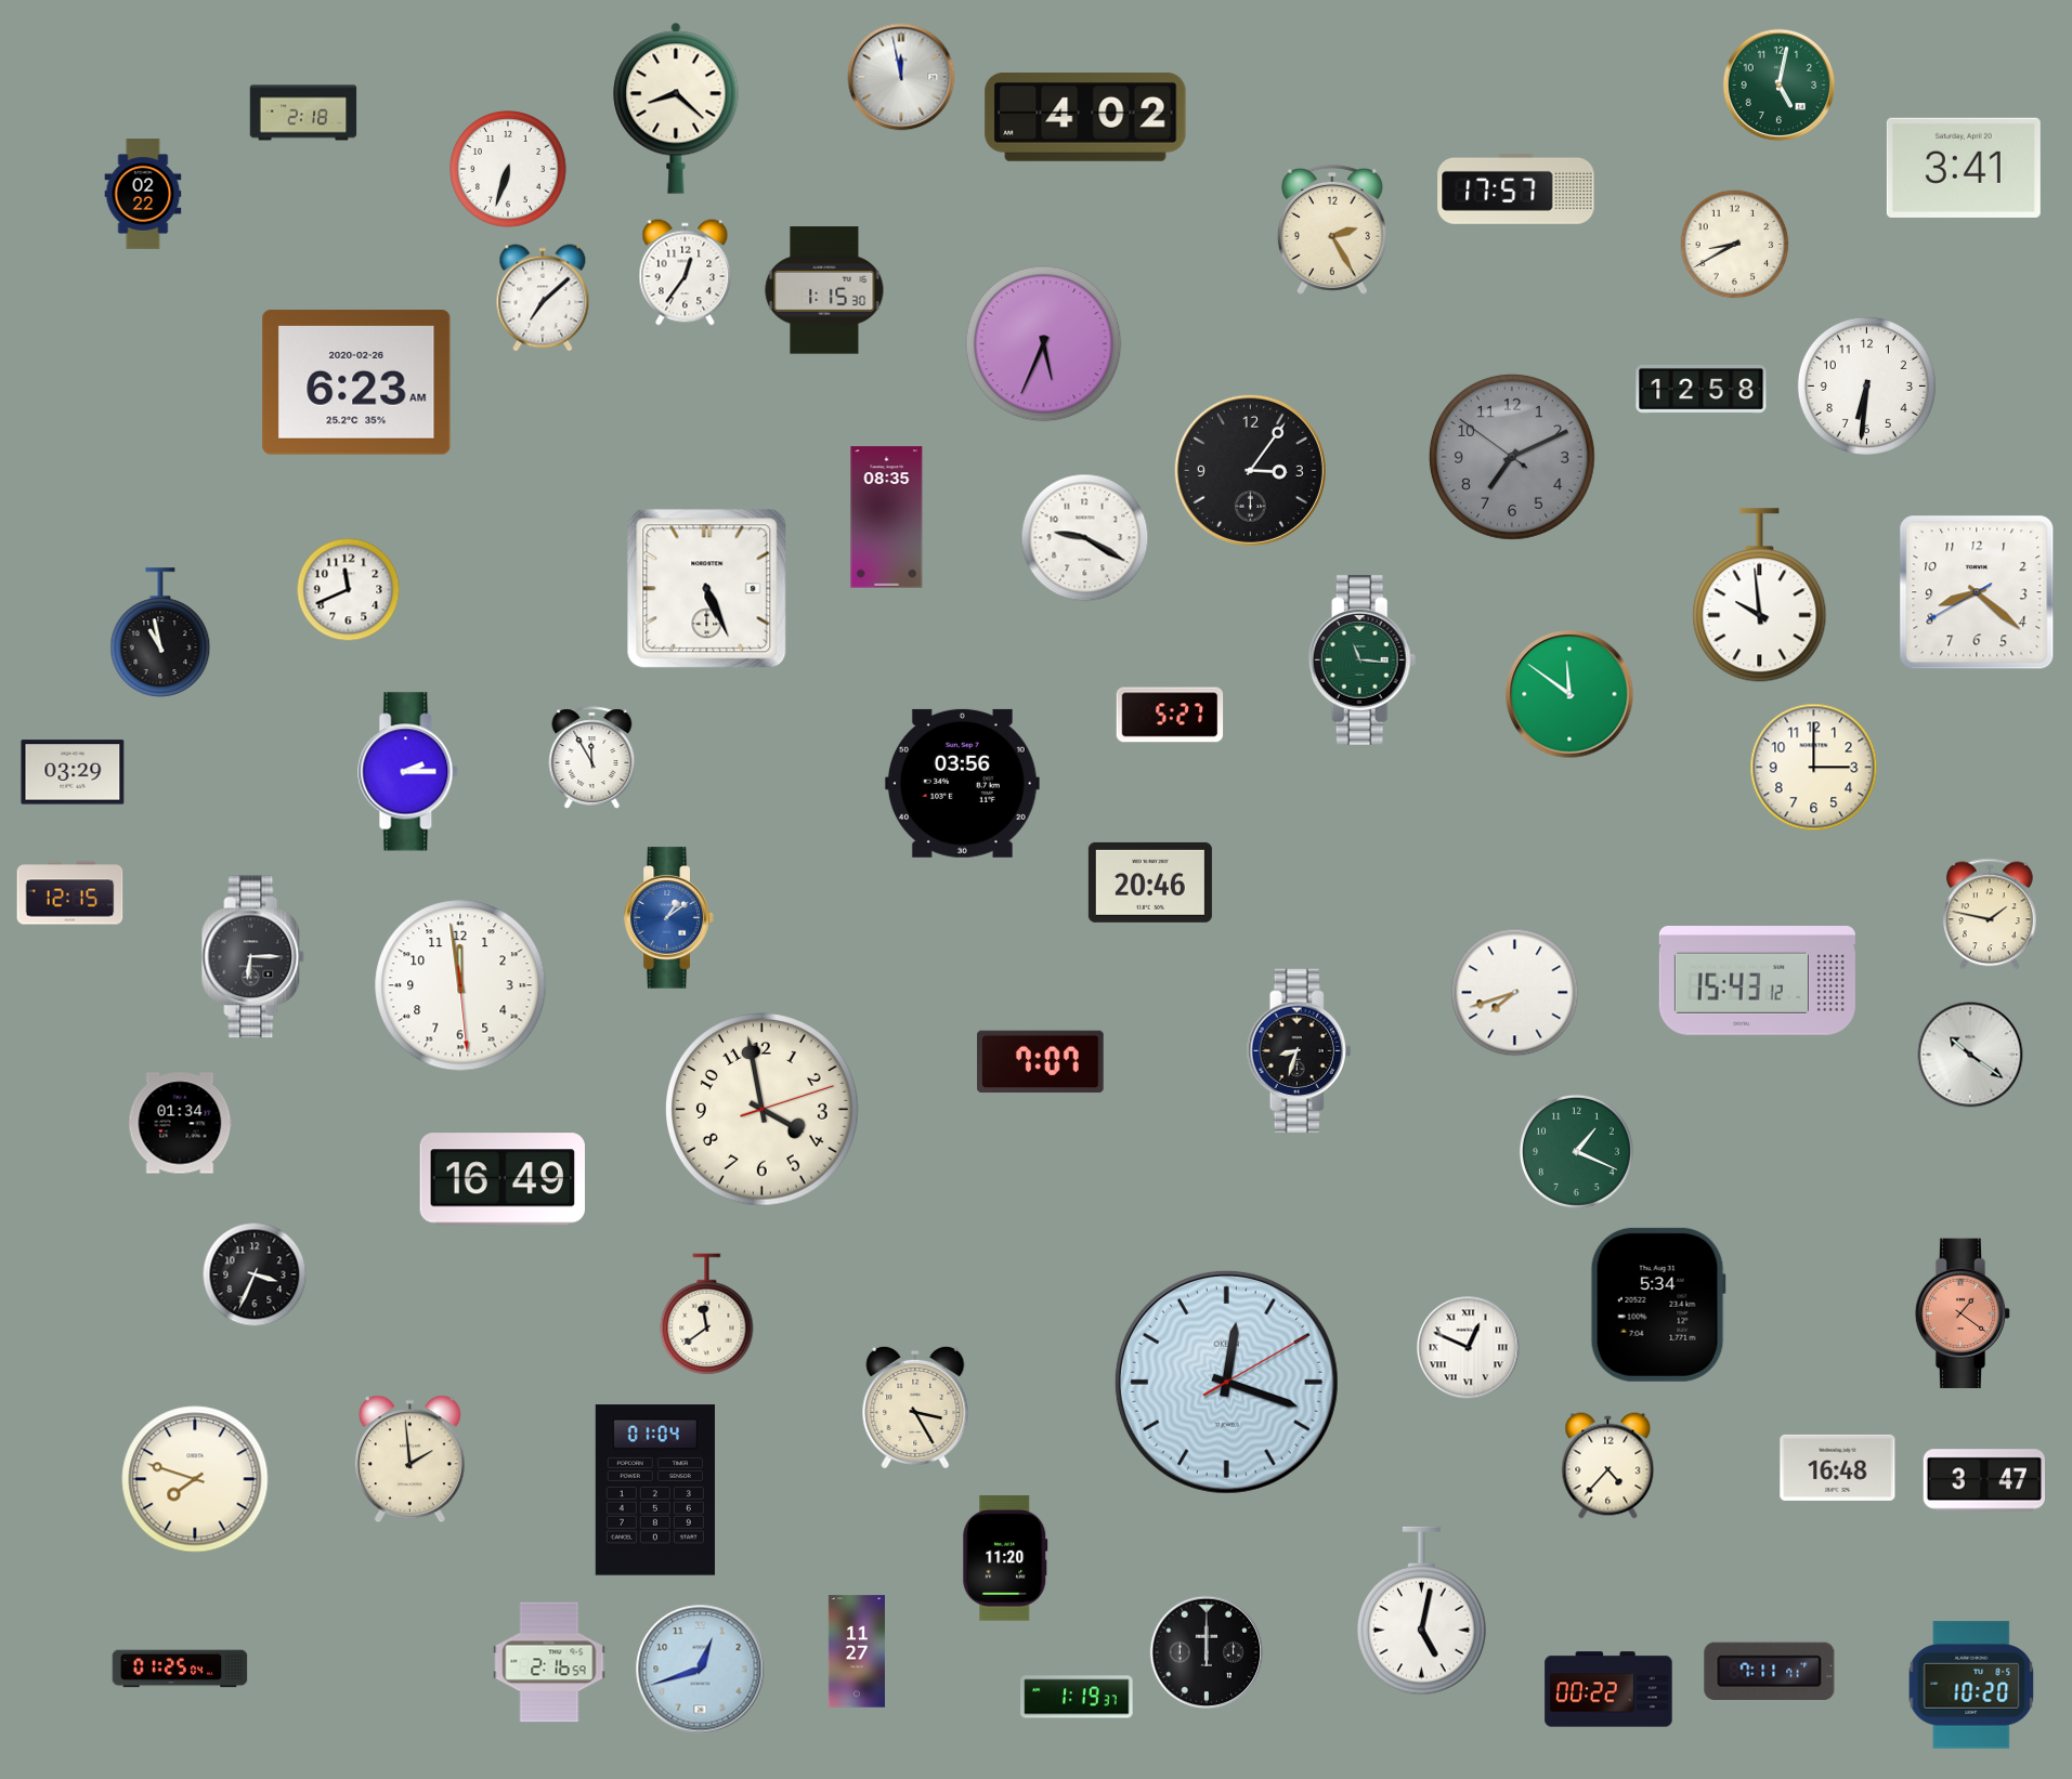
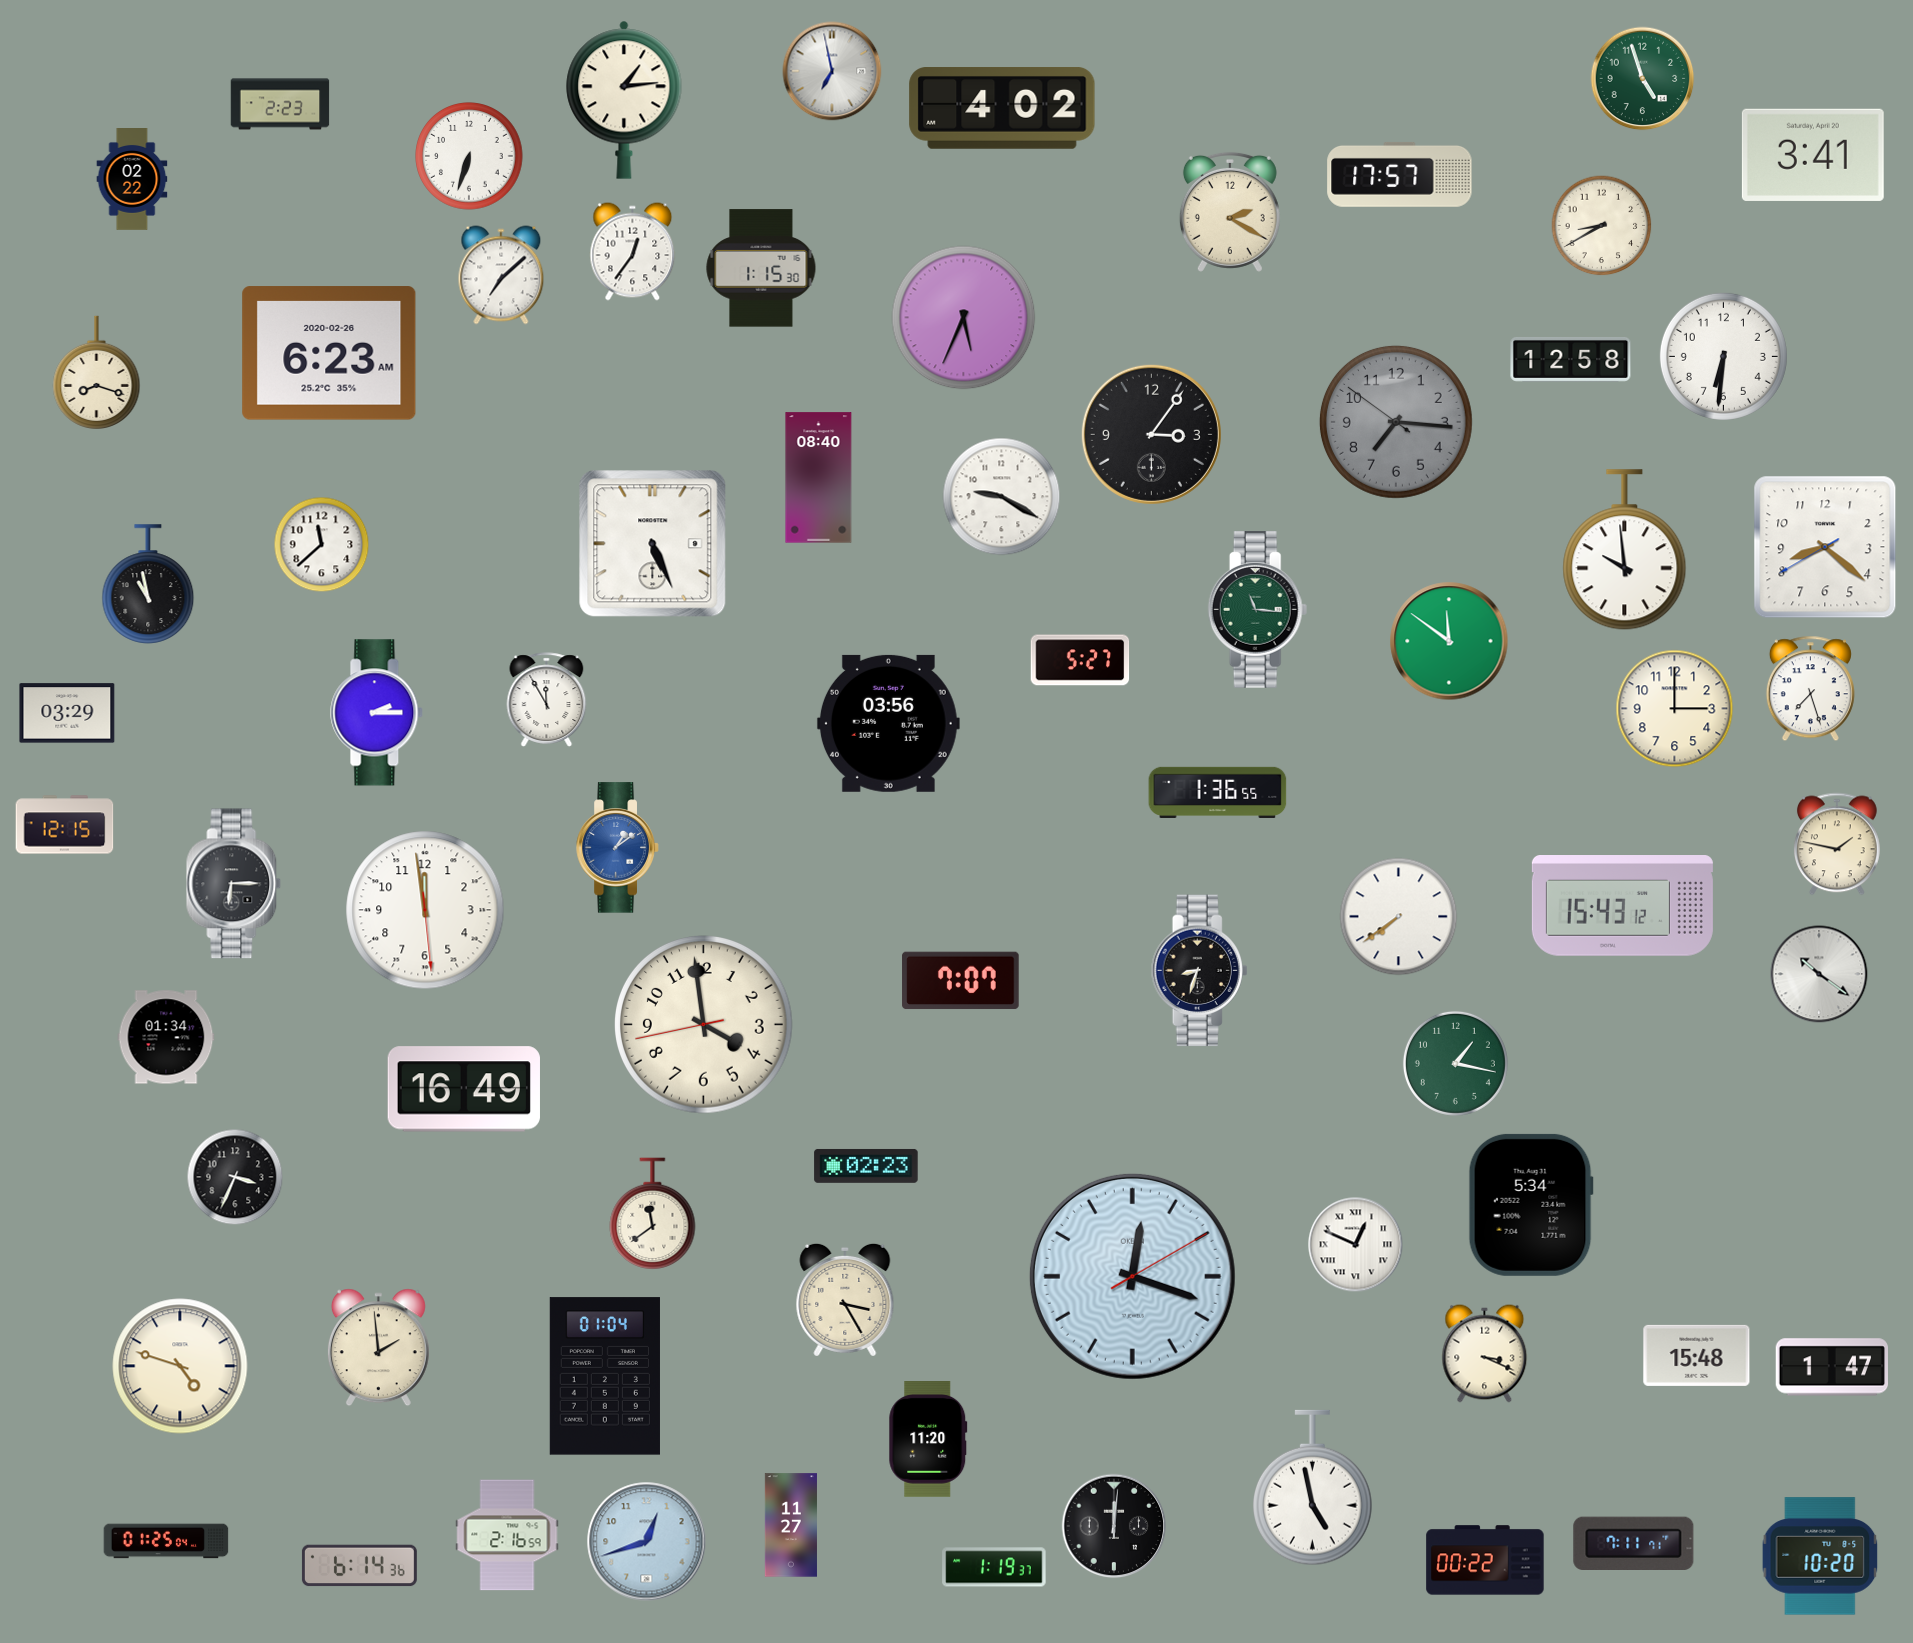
clock at (901, 77): 11:58 -> 6:58
clock at (1780, 86): 5:02 -> 4:57
clock at (676, 108): 8:22 -> 1:14
clock at (303, 113): 2:18 -> 2:23
clock at (1332, 230): 2:25 -> 2:20
clock at (97, 372): none -> 8:18
clock at (1512, 457): 7:10 -> 7:15
clock at (1250, 470) position: (1250, 470) -> (1151, 434)
clock at (887, 518): 08:35 -> 08:40
clock at (349, 590): 11:41 -> 11:38
clock at (1810, 689): none -> 7:27
clock at (1218, 792): none -> 1:36
clock at (1150, 882): 20:46 -> none
clock at (1515, 993): 7:42 -> 7:39
clock at (763, 1110): 3:58:12 -> 3:58:43
clock at (1576, 1151): 1:19 -> 1:17
clock at (866, 1166): none -> 02:23
clock at (1963, 1313): 1:21 -> none
clock at (1608, 1466): 4:37 -> 3:19
clock at (1838, 1467): 16:48 -> 15:48
clock at (195, 1479): 7:48 -> 4:48
clock at (1983, 1480): 3:47 -> 1:47
clock at (1422, 1611): 5:02 -> 4:58
clock at (1207, 1652): 12:00 -> 12:01
clock at (359, 1566): none -> 6:14
